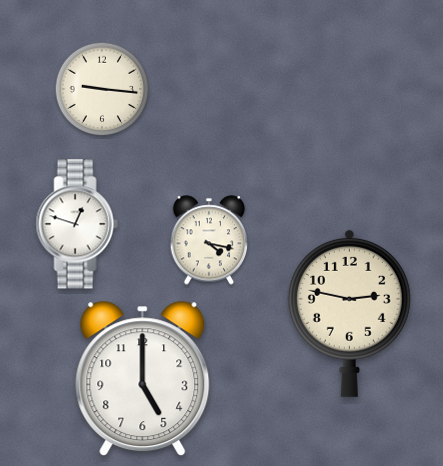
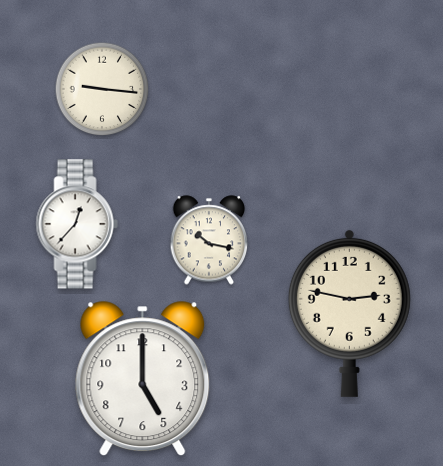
clock at (77, 224): 12:48 -> 12:37
clock at (209, 240): 4:17 -> 10:17
